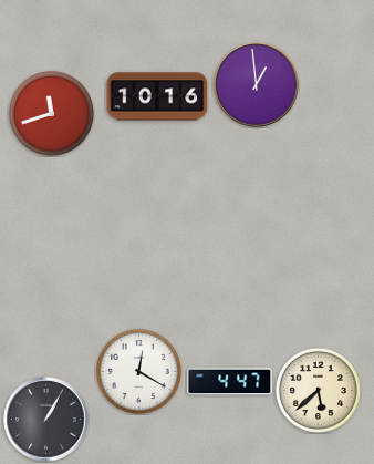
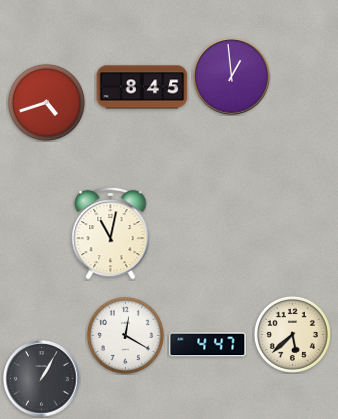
clock at (157, 96): 10:16 -> 8:45
clock at (51, 113): 11:42 -> 4:42
clock at (111, 233): none -> 11:02
clock at (318, 390) position: (318, 390) -> (292, 334)
